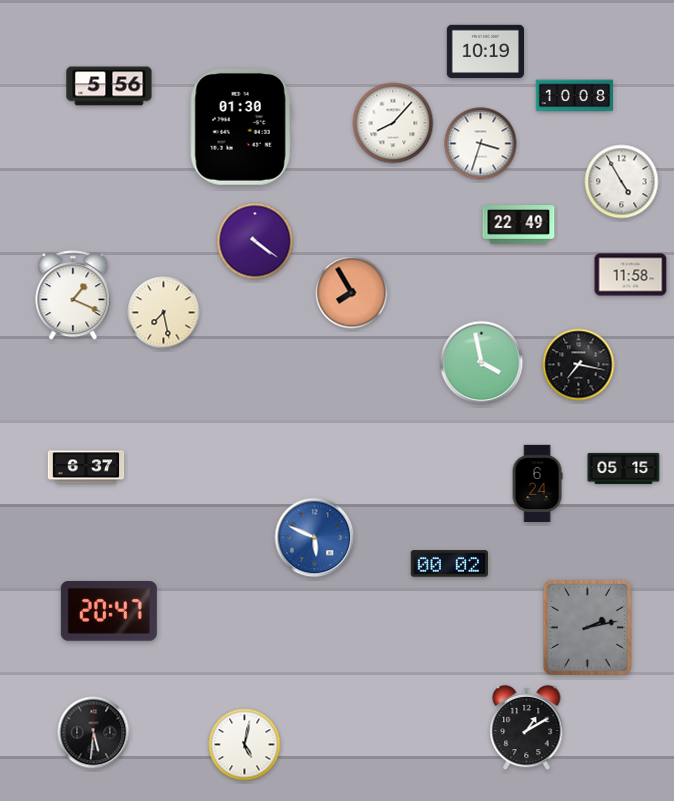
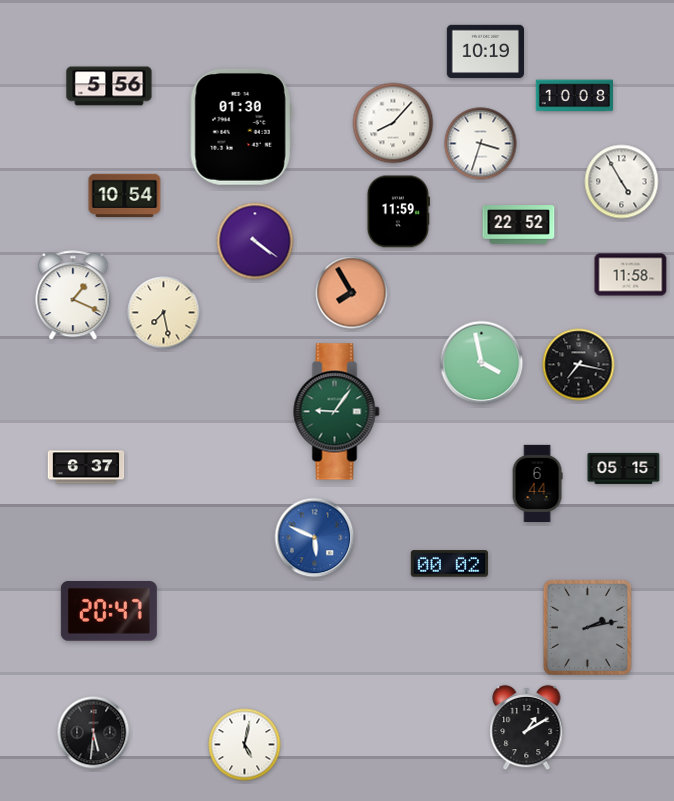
clock at (125, 196): none -> 10:54
clock at (398, 212): none -> 11:59
clock at (519, 225): 22:49 -> 22:52
clock at (337, 412): none -> 9:06
clock at (537, 483): 6:24 -> 6:44
